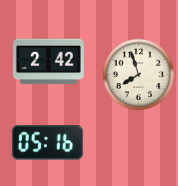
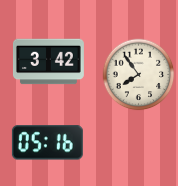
clock at (48, 62): 2:42 -> 3:42
clock at (139, 75): 7:57 -> 7:54
